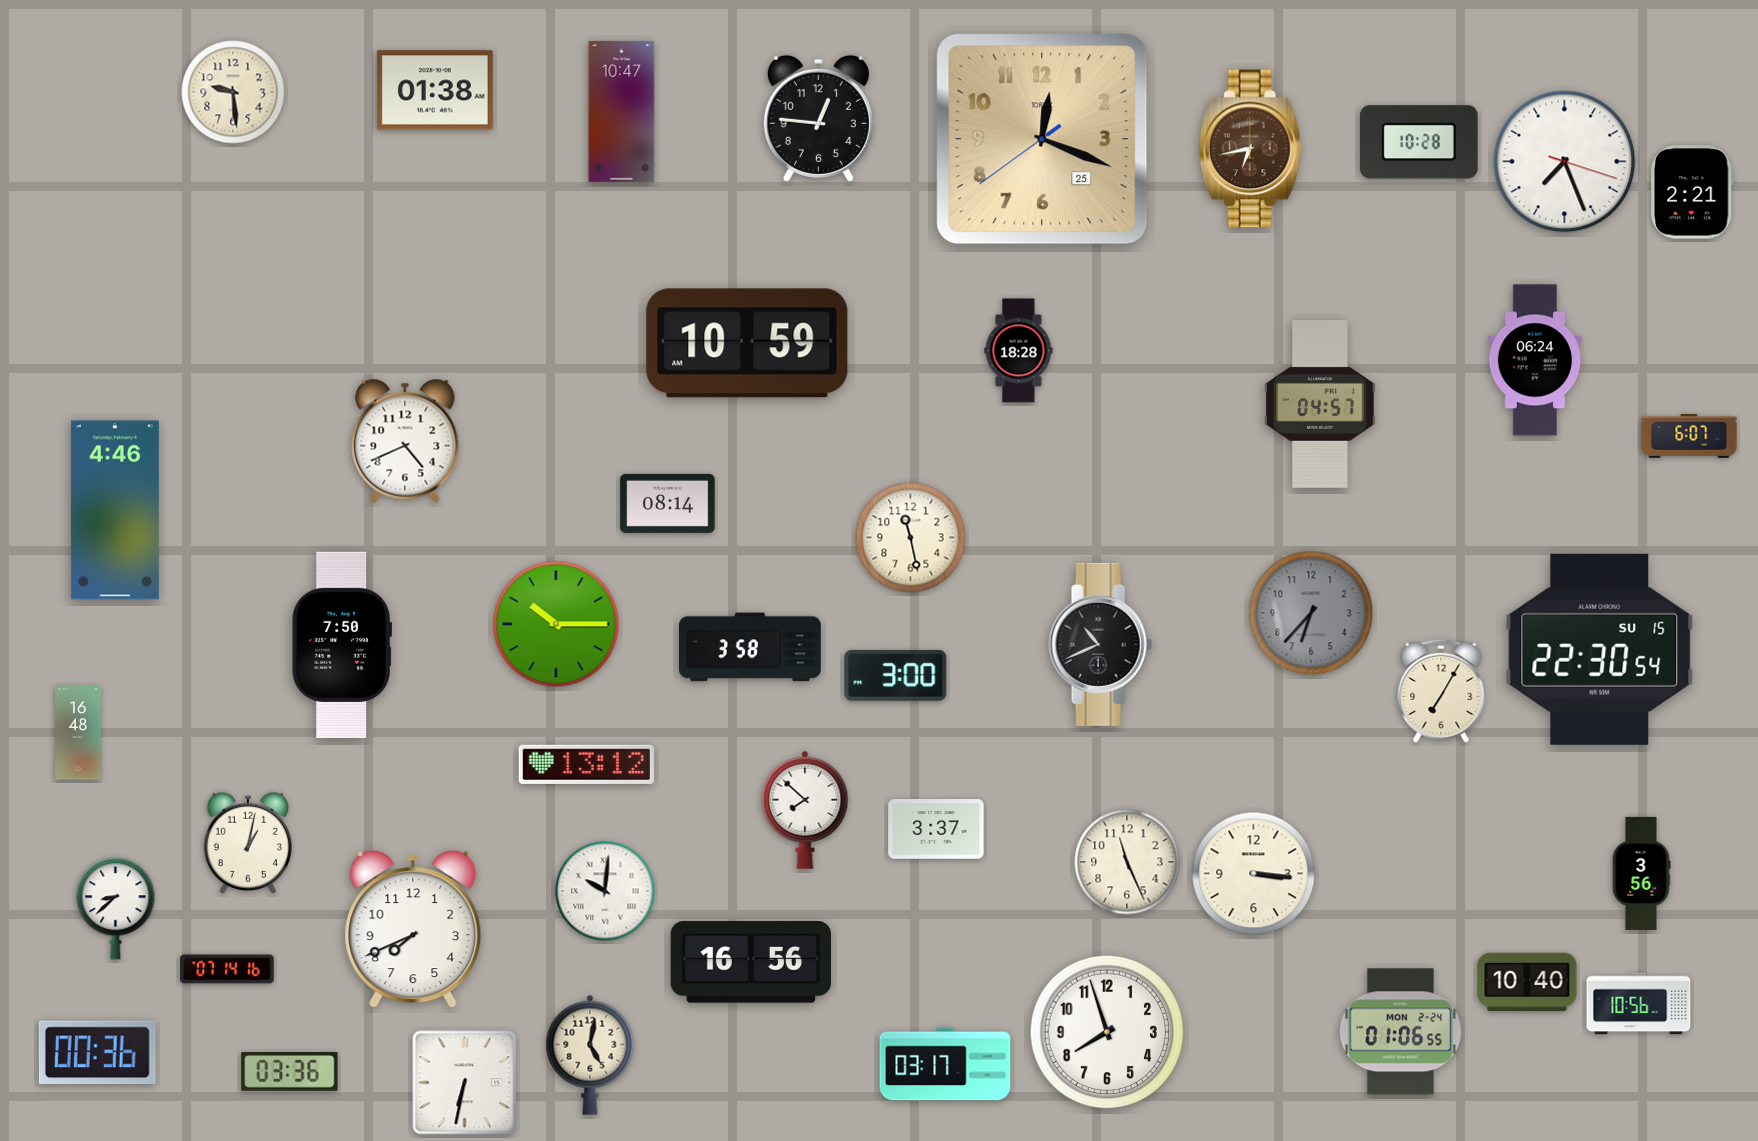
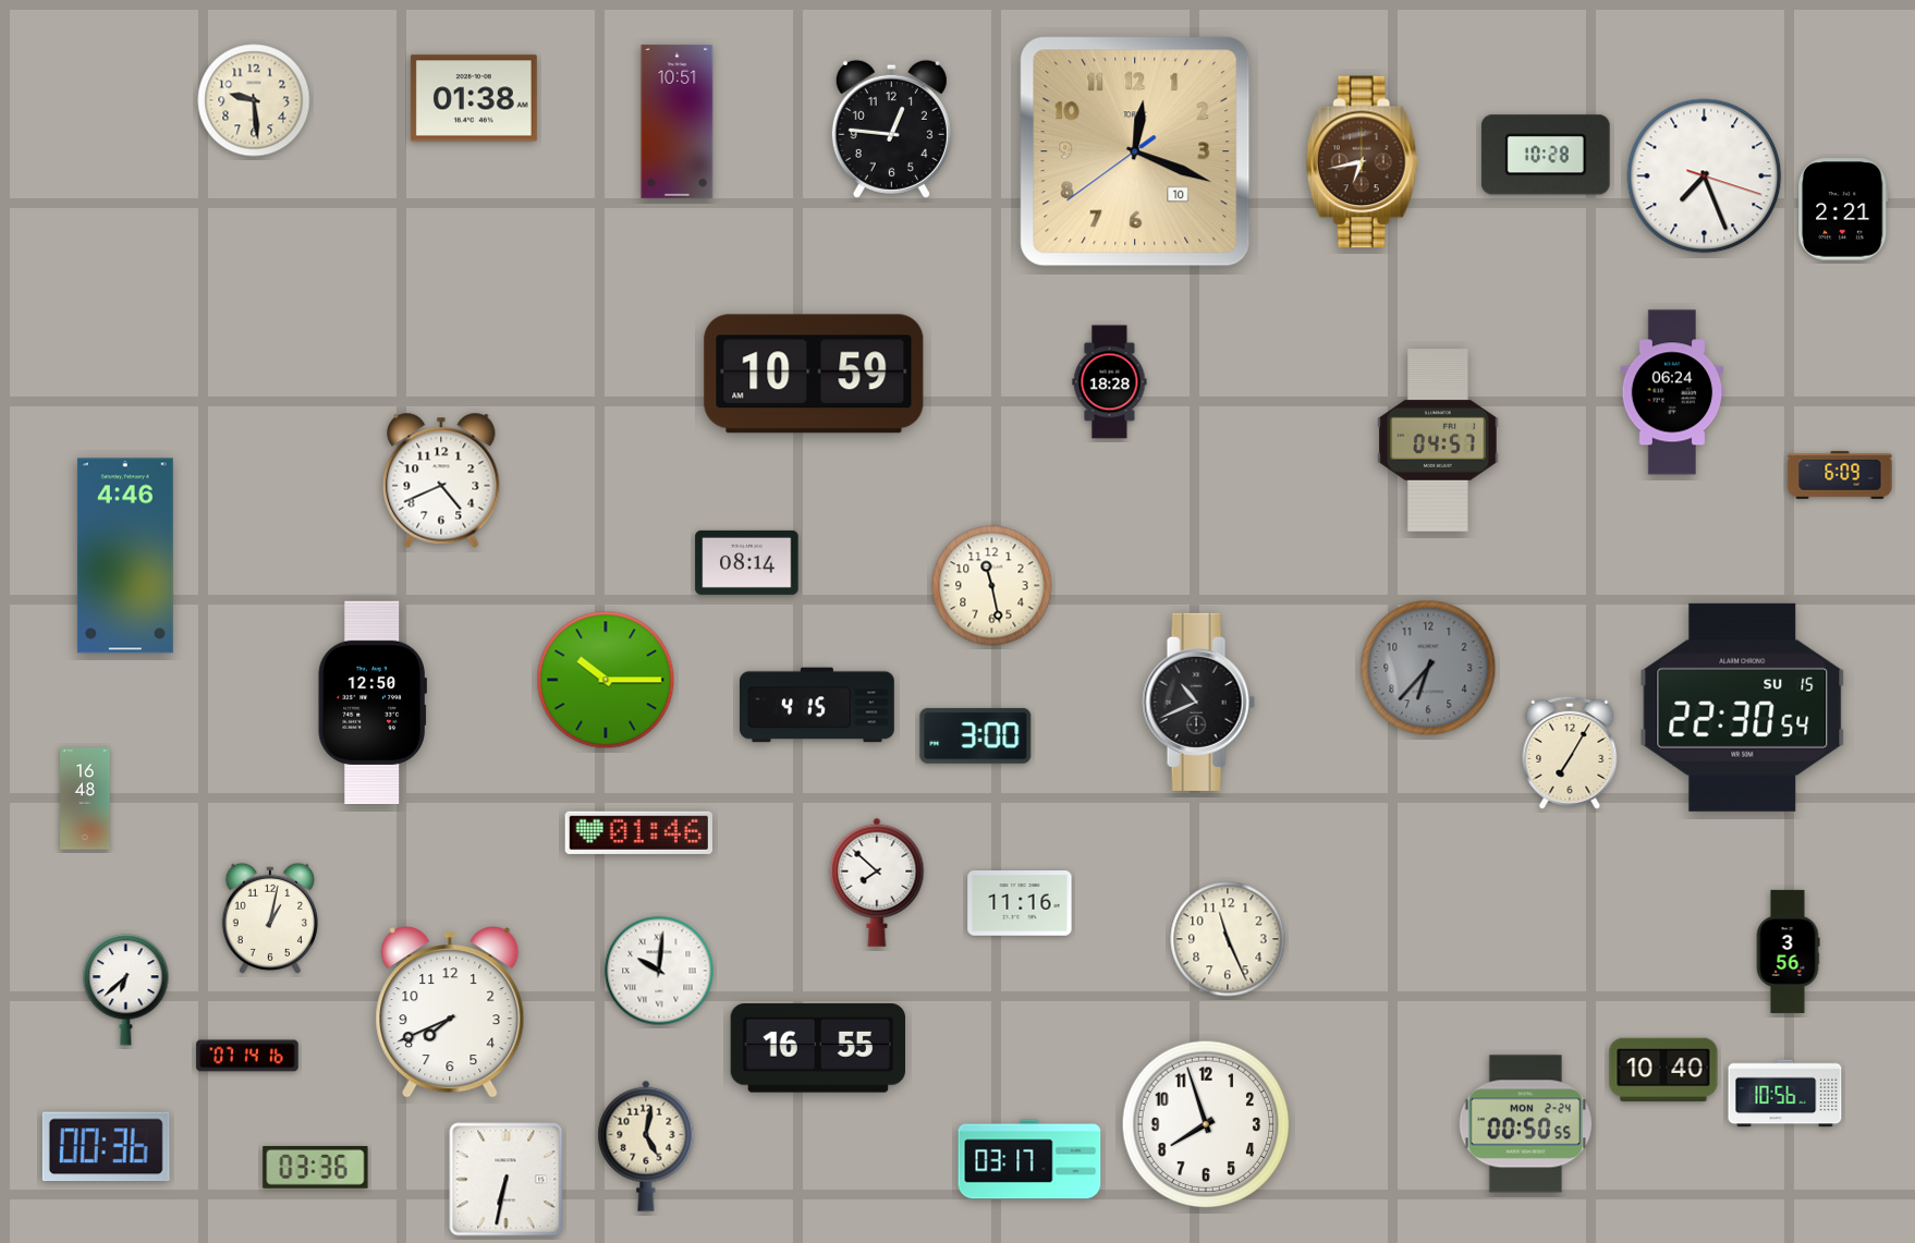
clock at (622, 111): 10:47 -> 10:51
clock at (1042, 139) date: 25 -> 10
clock at (1689, 436): 6:07 -> 6:09
clock at (668, 503) position: (668, 503) -> (747, 562)
clock at (342, 644): 7:50 -> 12:50
clock at (751, 647): 3:58 -> 4:15
clock at (586, 764): 13:12 -> 01:46
clock at (936, 830): 3:37 -> 11:16
clock at (1254, 874): 3:16 -> none
clock at (116, 909): 8:38 -> 6:38
clock at (750, 963): 16:56 -> 16:55
clock at (1400, 1032): 01:06 -> 00:50
clock at (590, 1055) position: (590, 1055) -> (646, 1146)
